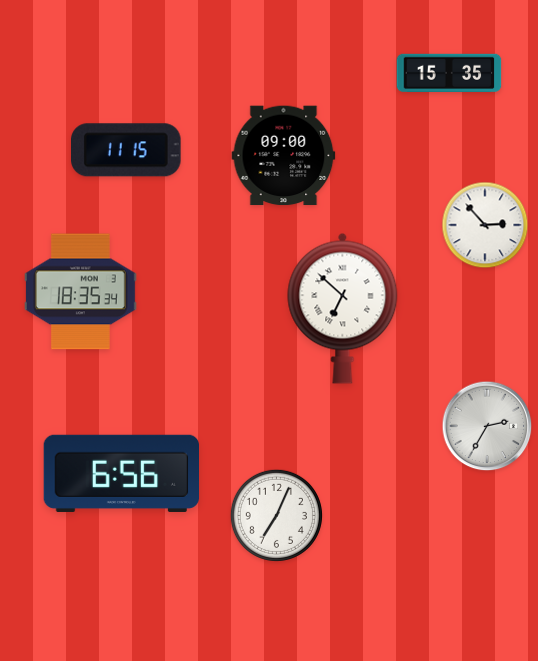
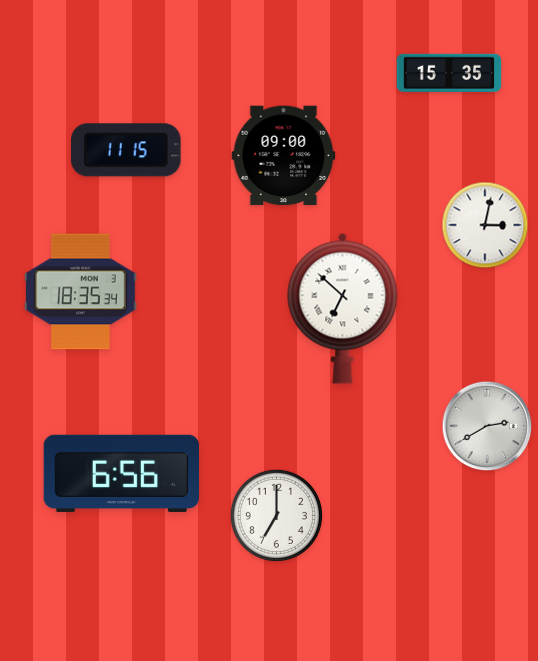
clock at (485, 225): 2:53 -> 3:02
clock at (487, 426): 2:35 -> 2:40
clock at (276, 515): 7:04 -> 7:00
